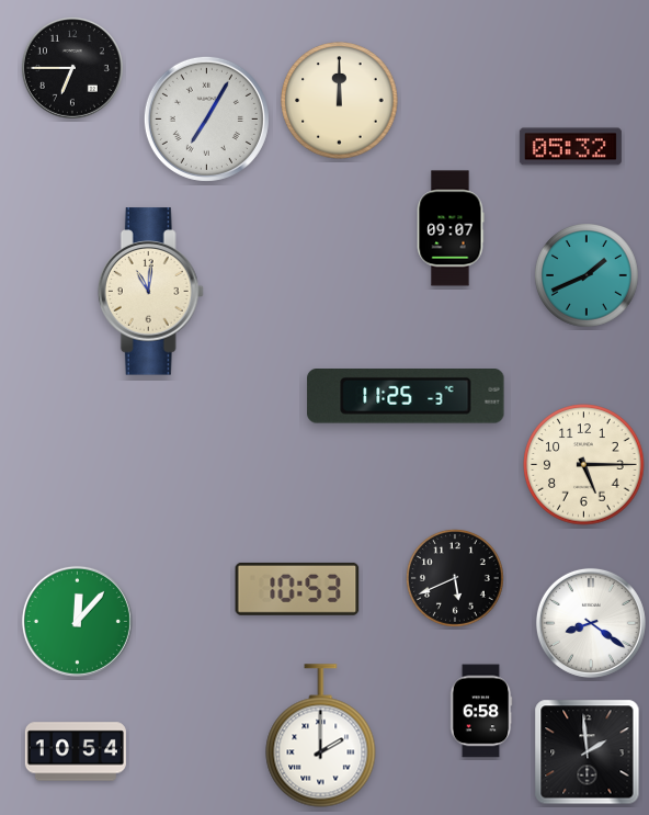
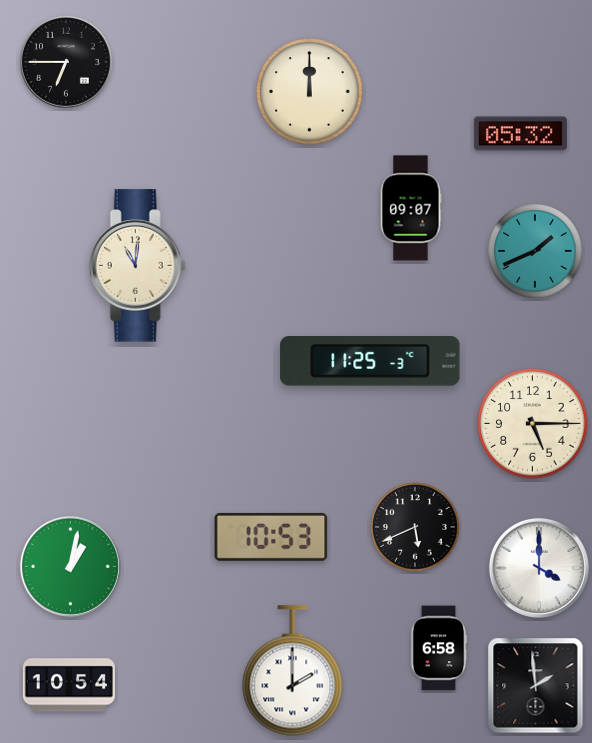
clock at (206, 118): 7:05 -> none
clock at (77, 621): 12:07 -> 1:02
clock at (591, 623): 8:21 -> 4:00
